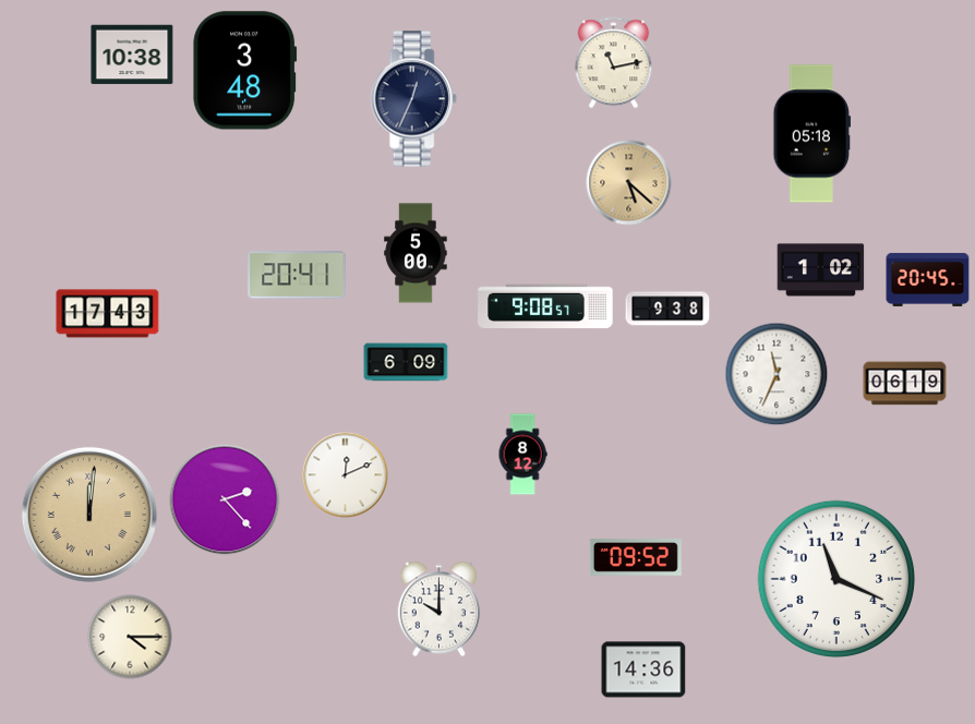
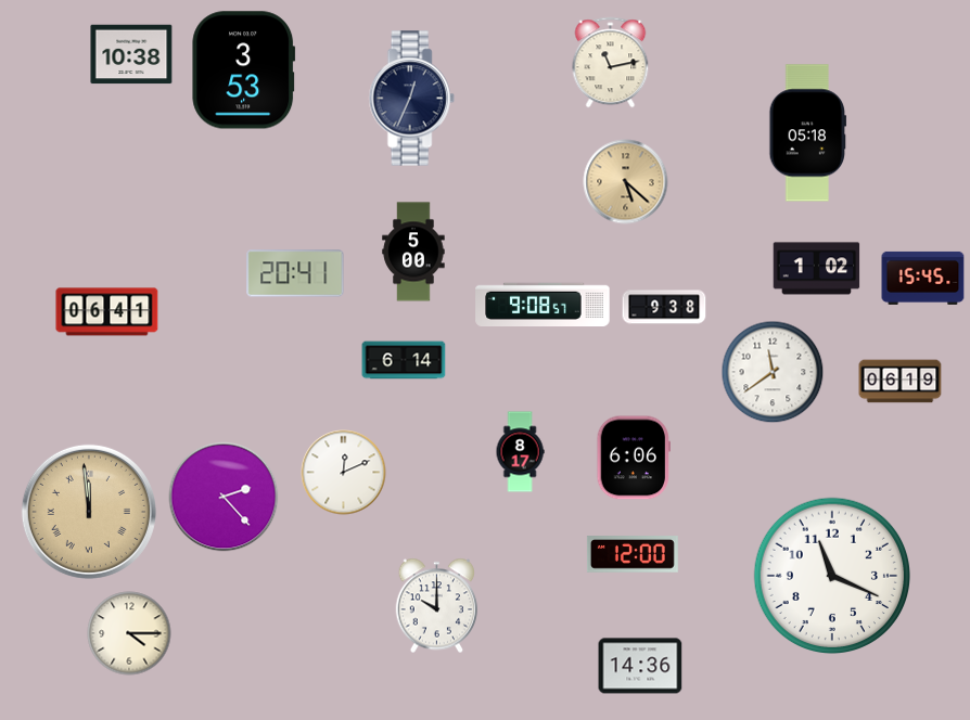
clock at (245, 71): 3:48 -> 3:53
clock at (928, 279): 20:45 -> 15:45
clock at (108, 314): 17:43 -> 06:41
clock at (406, 362): 6:09 -> 6:14
clock at (777, 374): 11:34 -> 11:39
clock at (522, 455): 8:12 -> 8:17
clock at (633, 458): none -> 6:06
clock at (89, 515): 12:01 -> 11:59
clock at (636, 557): 09:52 -> 12:00
